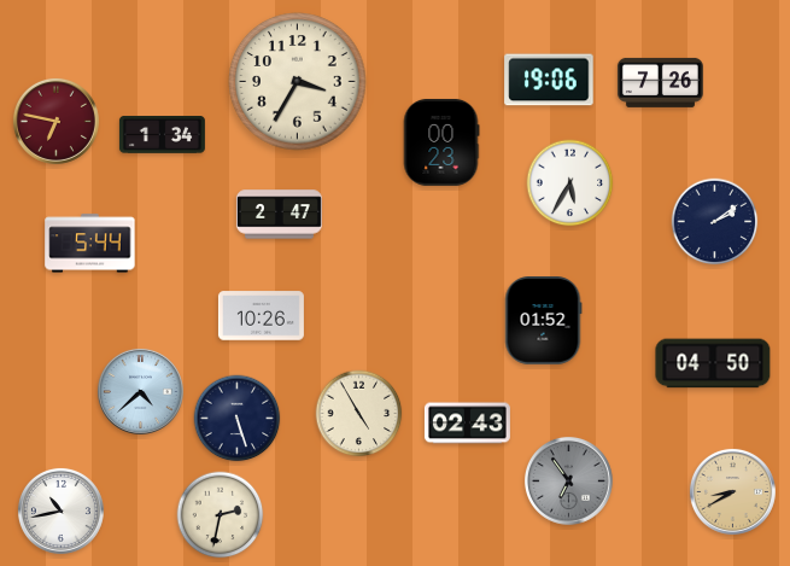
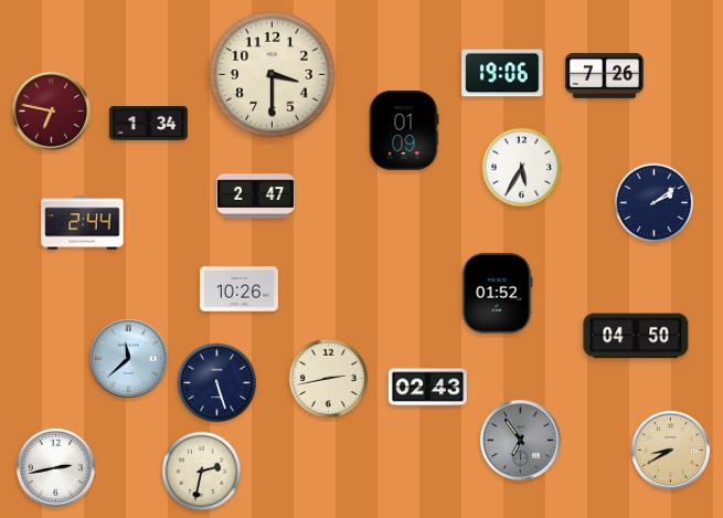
clock at (298, 82): 3:35 -> 3:30
clock at (441, 142): 00:23 -> 01:09
clock at (90, 244): 5:44 -> 2:44
clock at (713, 363) position: (713, 363) -> (636, 336)
clock at (140, 391): 4:38 -> 11:38
clock at (359, 414): 4:55 -> 2:43
clock at (60, 510): 10:43 -> 2:43
